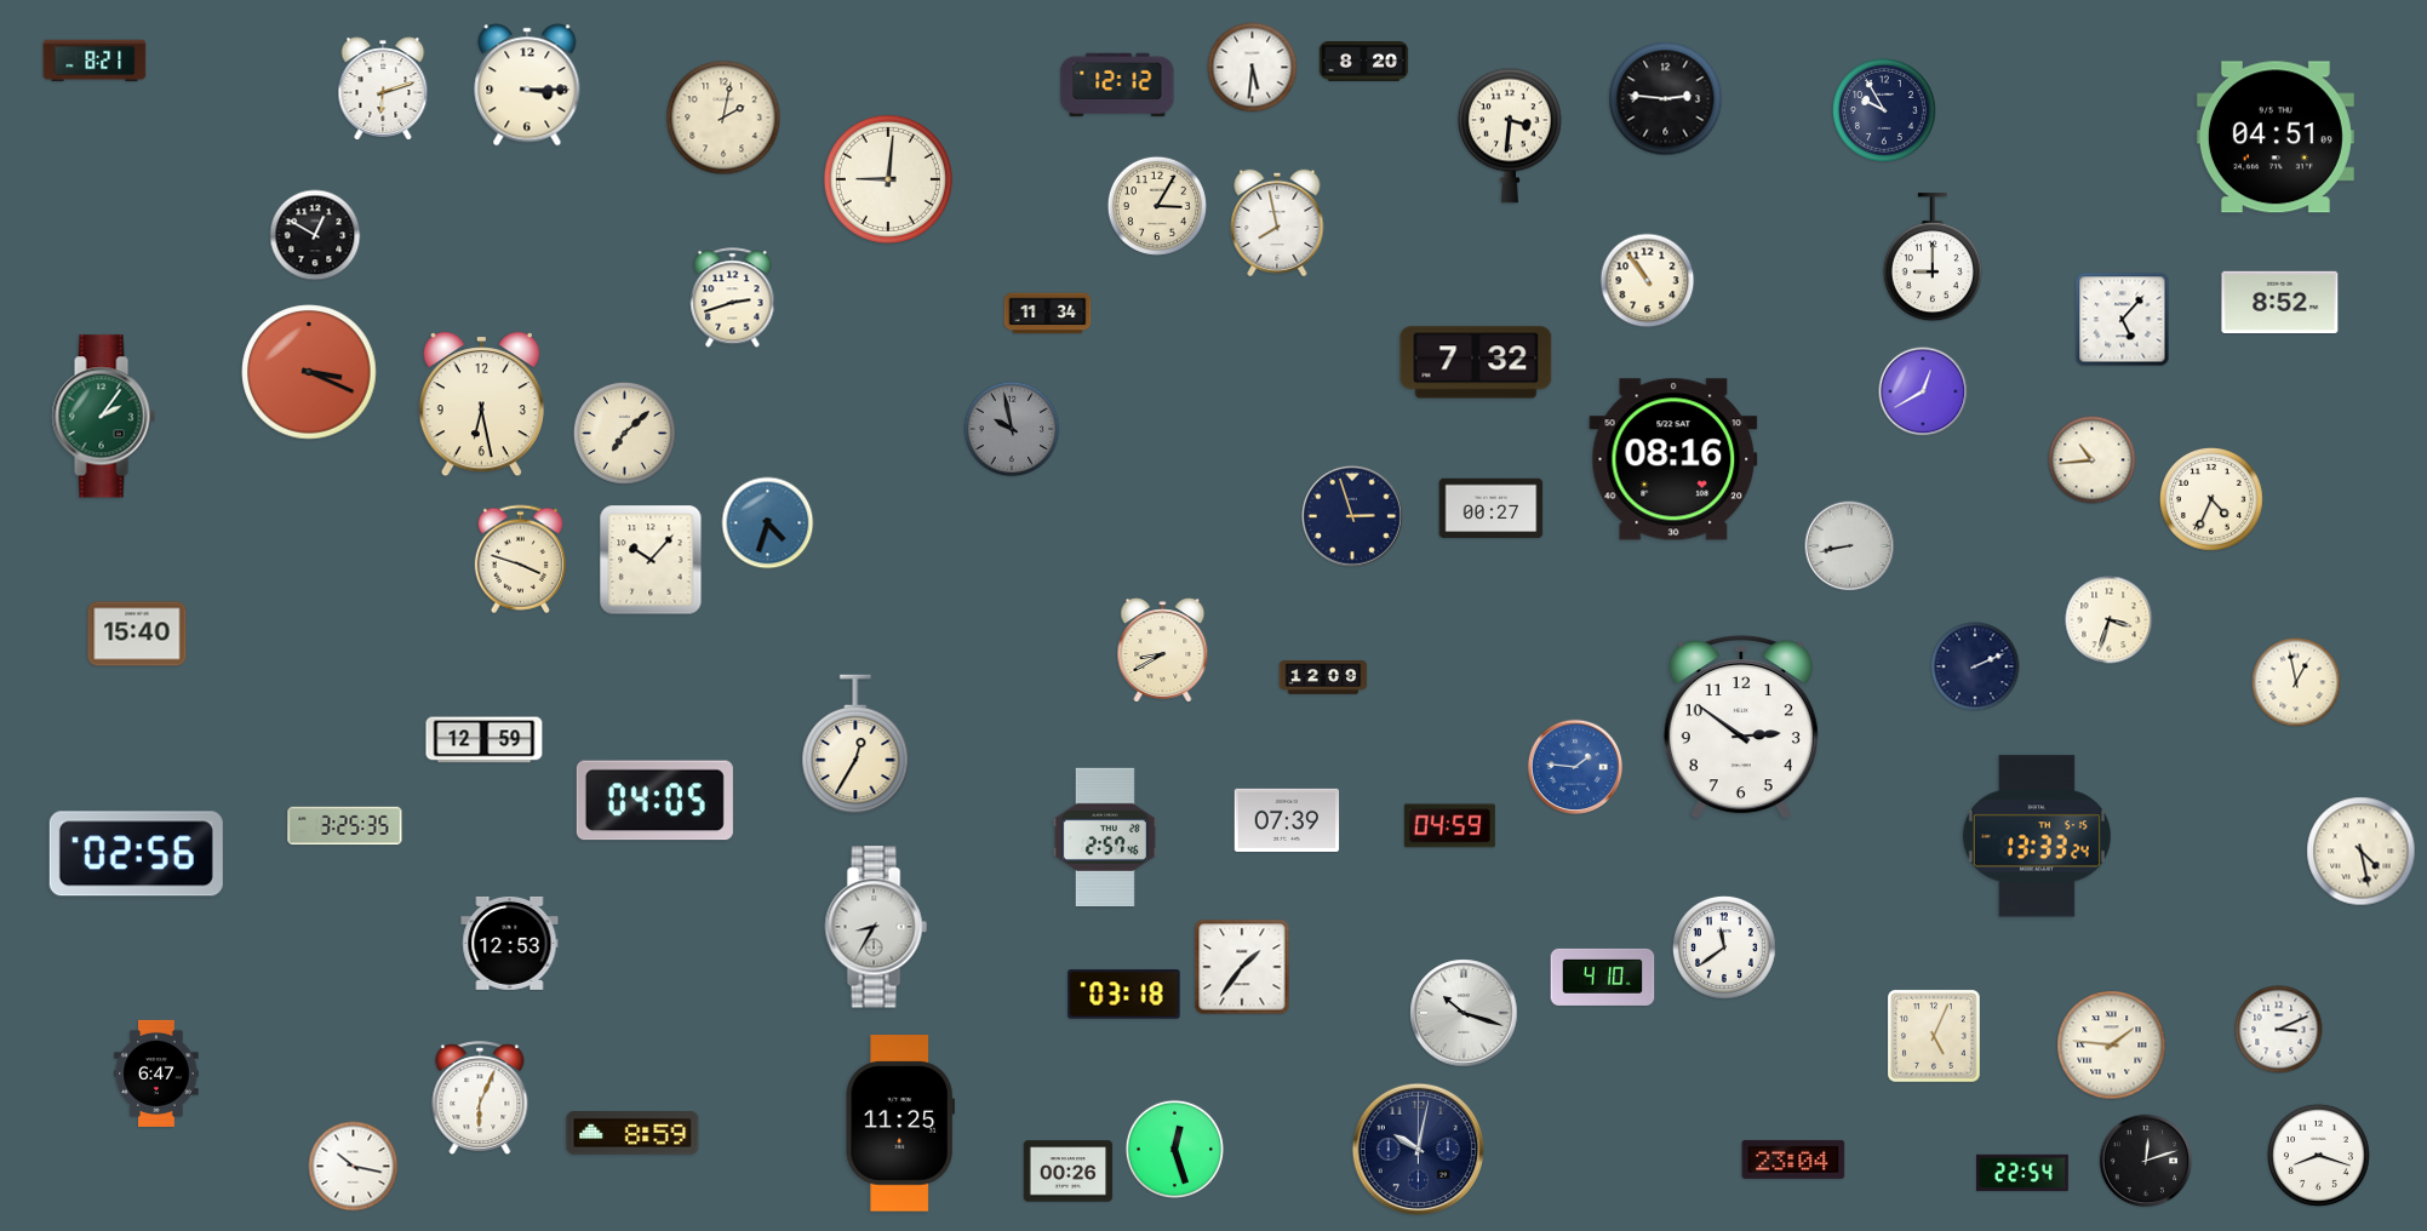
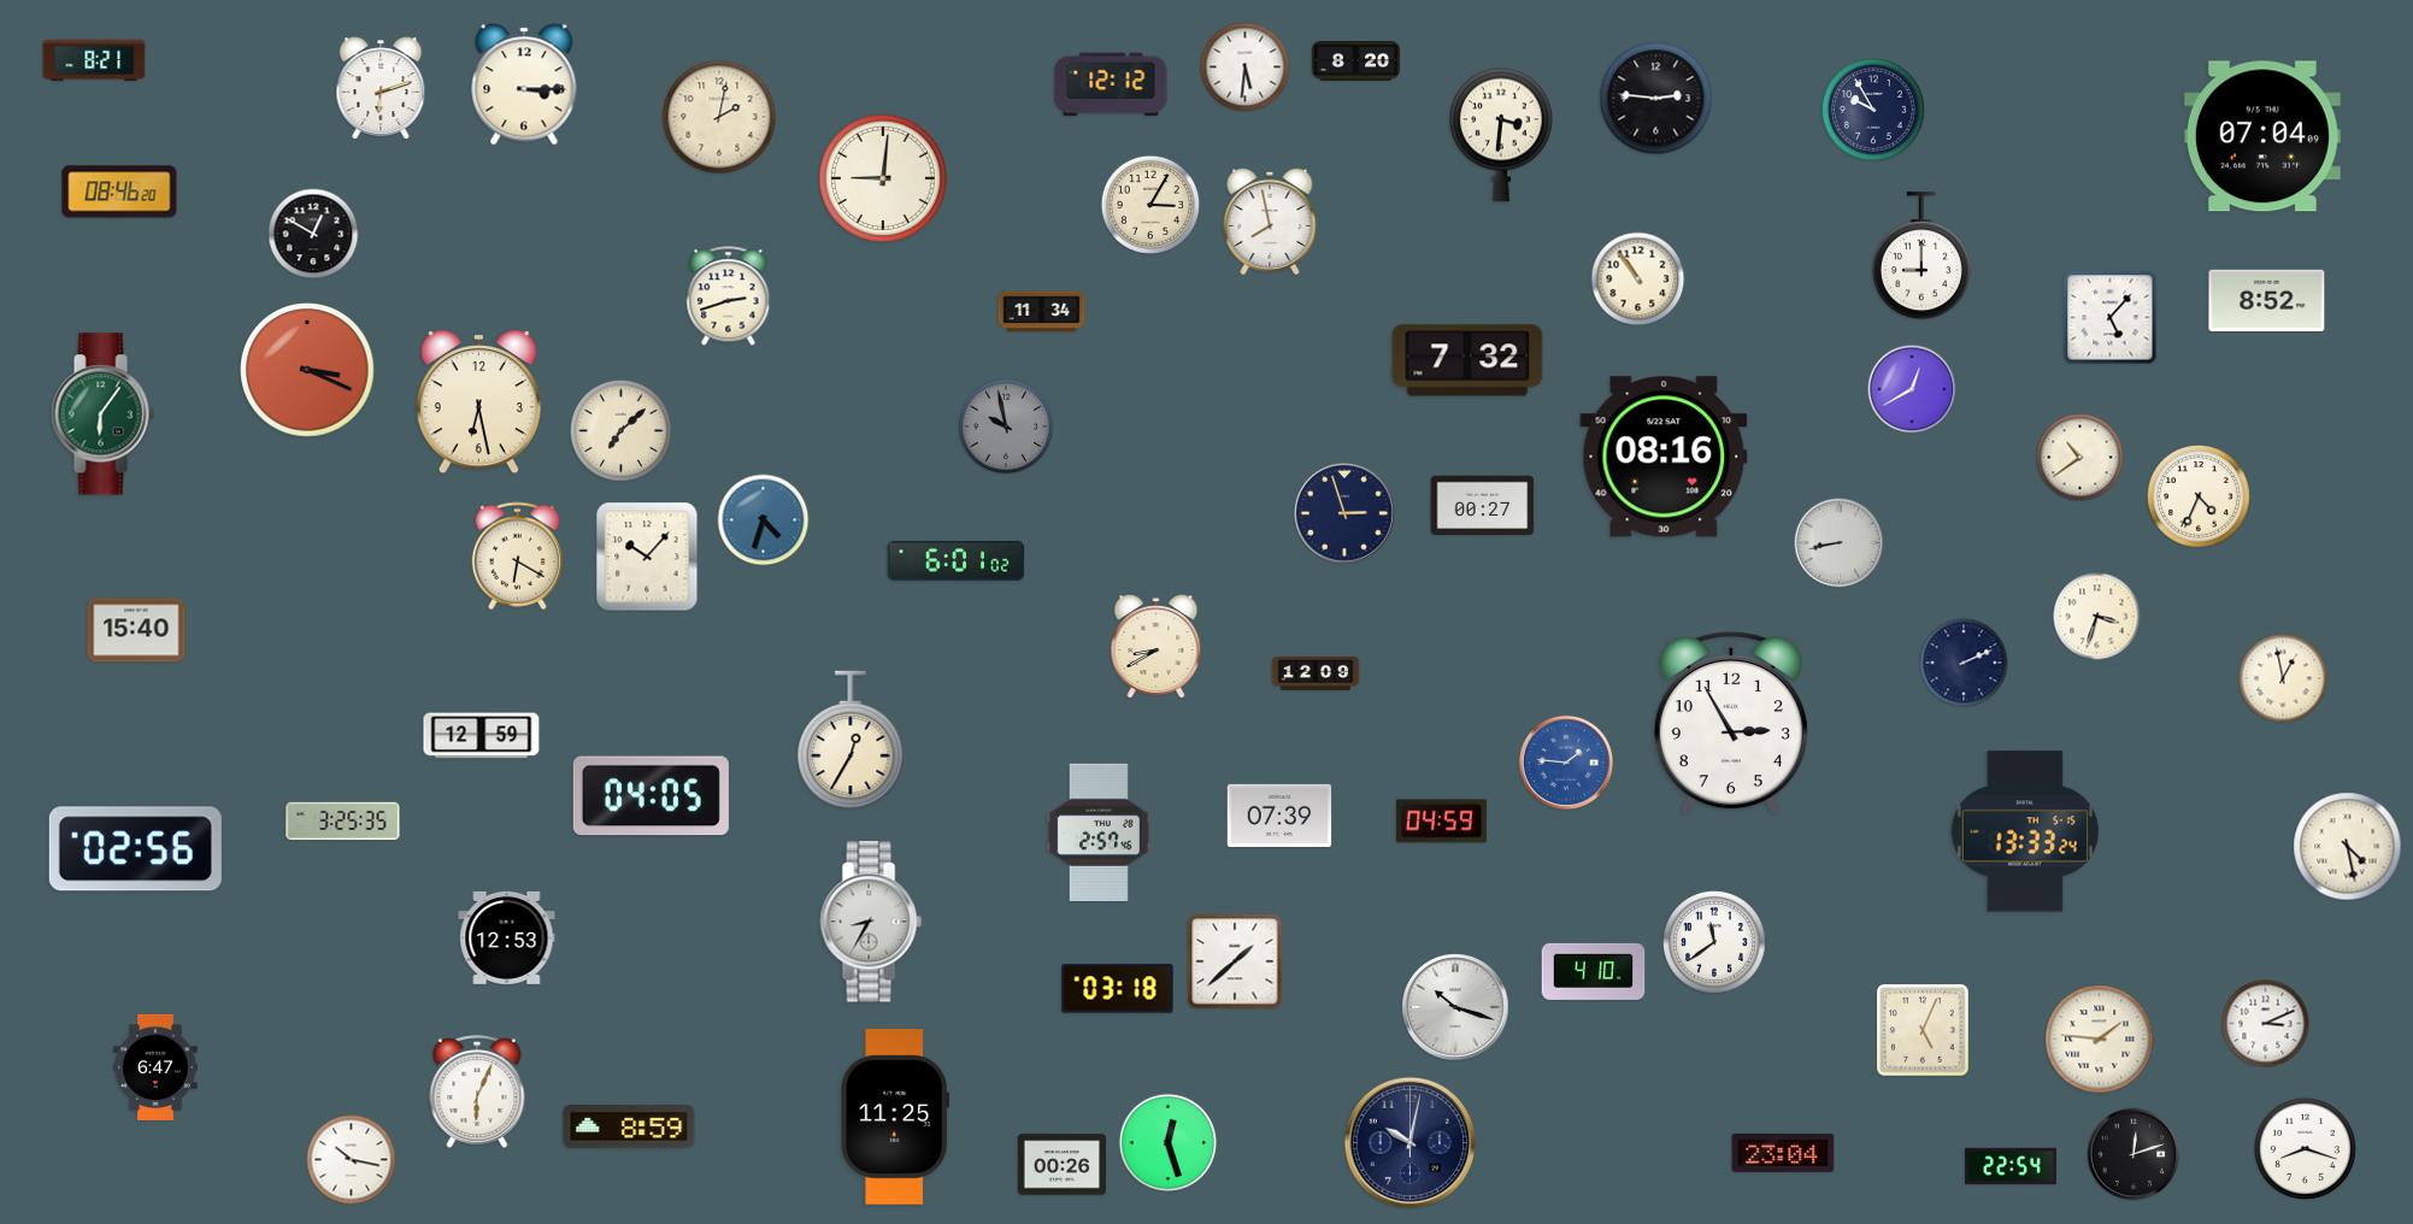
clock at (2276, 137): 04:51 -> 07:04
clock at (119, 192): none -> 08:46
clock at (103, 417): 2:06 -> 6:06
clock at (2093, 460): 10:44 -> 10:39
clock at (520, 560): 3:48 -> 6:20
clock at (957, 561): none -> 6:01
clock at (1741, 728): 2:51 -> 2:55
clock at (1242, 967): 1:36 -> 1:38
